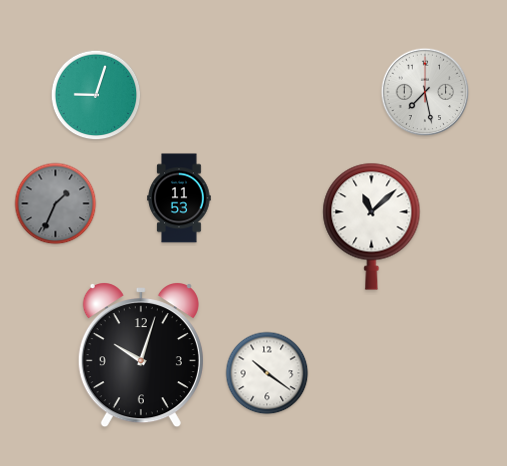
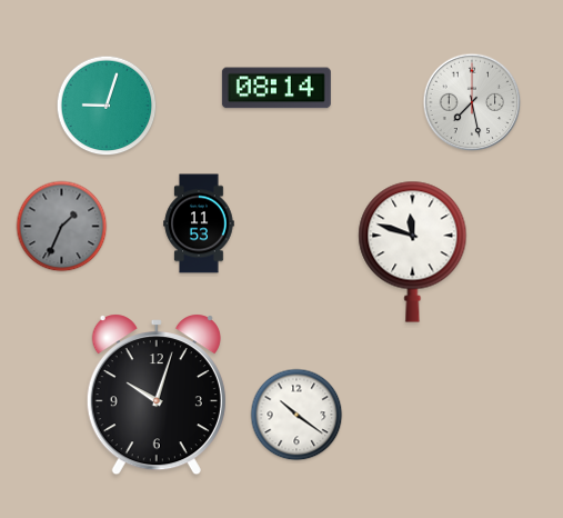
clock at (277, 88): none -> 08:14
clock at (179, 198) position: (179, 198) -> (199, 223)
clock at (372, 226): 11:08 -> 11:48
